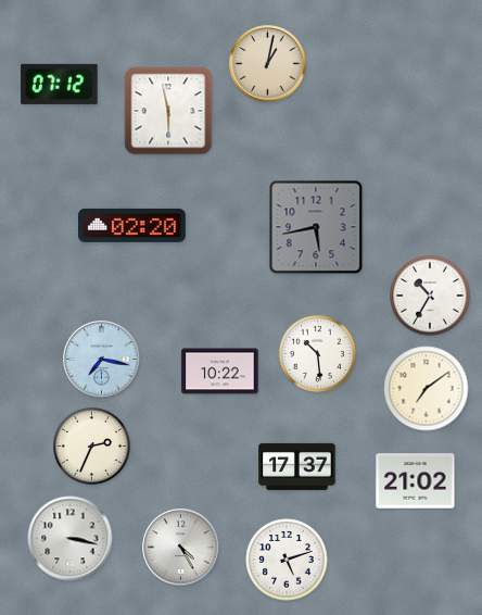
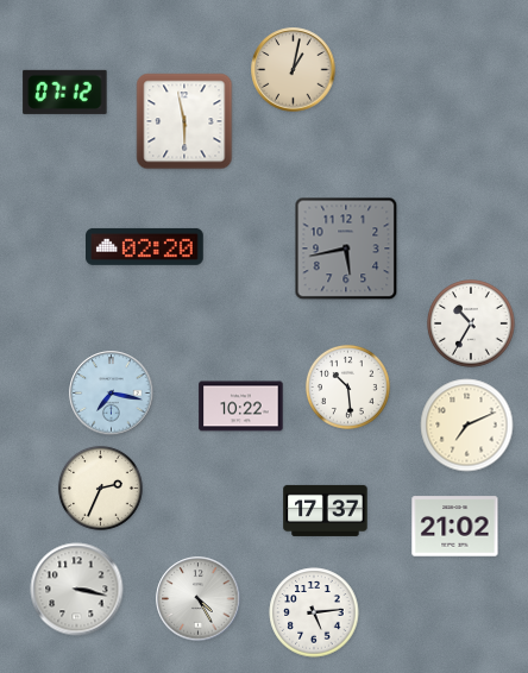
clock at (427, 389): 7:09 -> 7:11
clock at (287, 560): 5:12 -> 5:14
